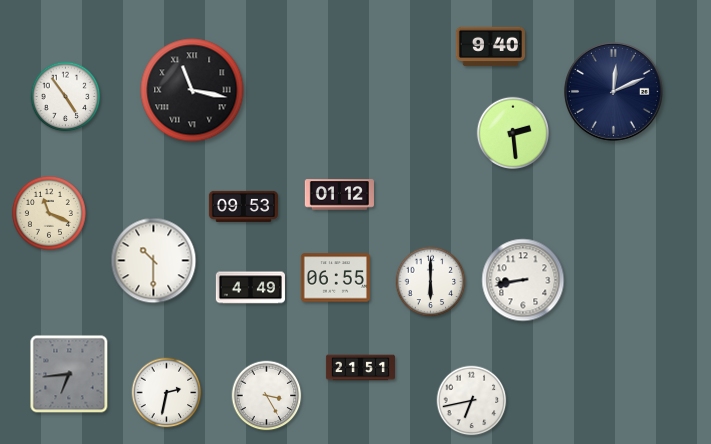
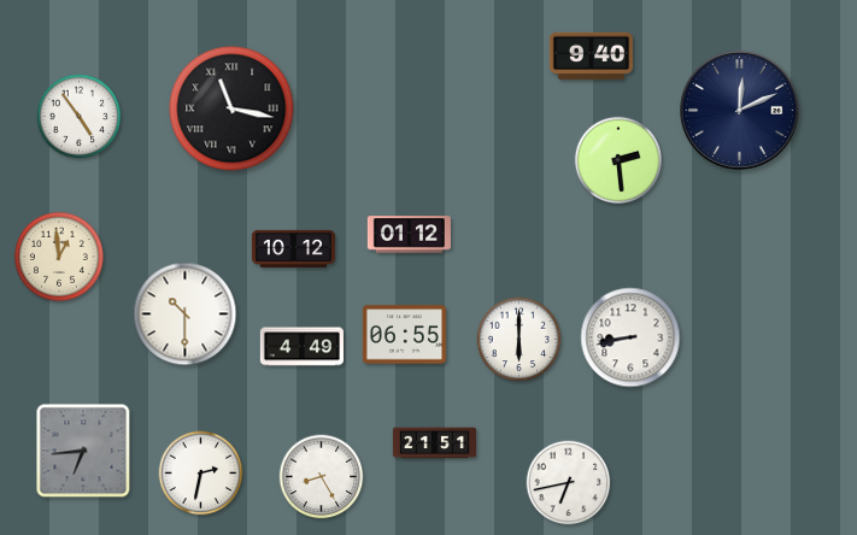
clock at (243, 206): 09:53 -> 10:12
clock at (49, 213): 11:19 -> 12:59
clock at (267, 396): 3:25 -> 8:25
